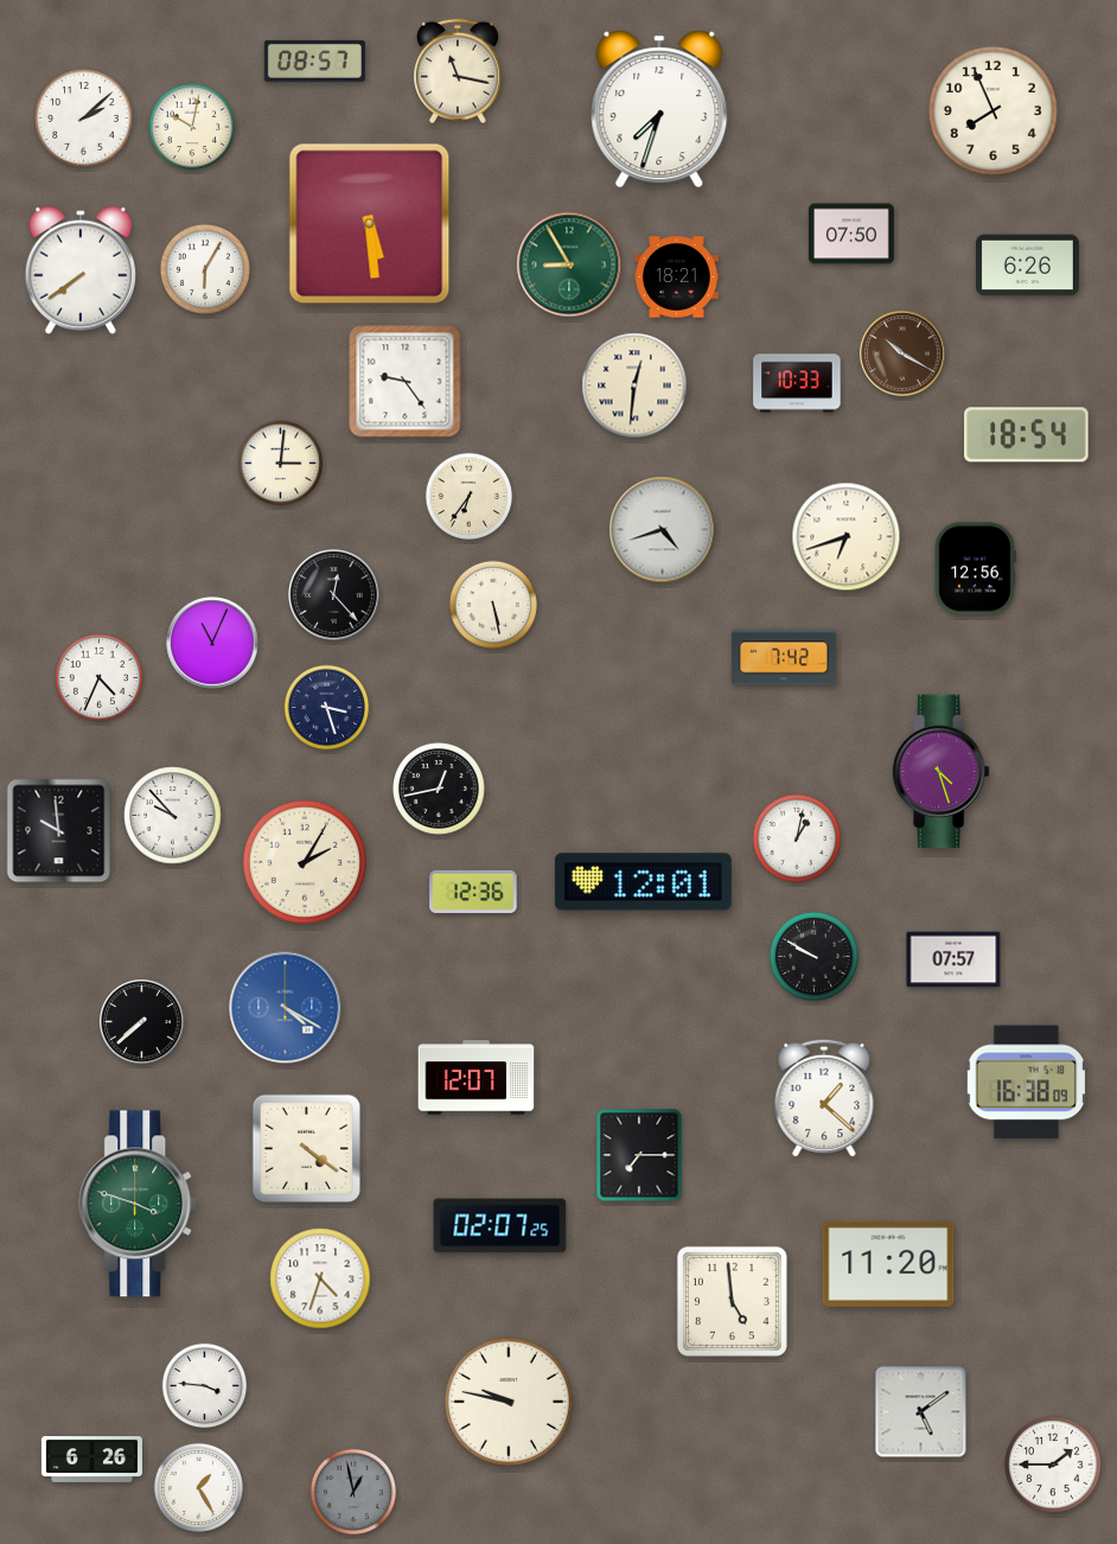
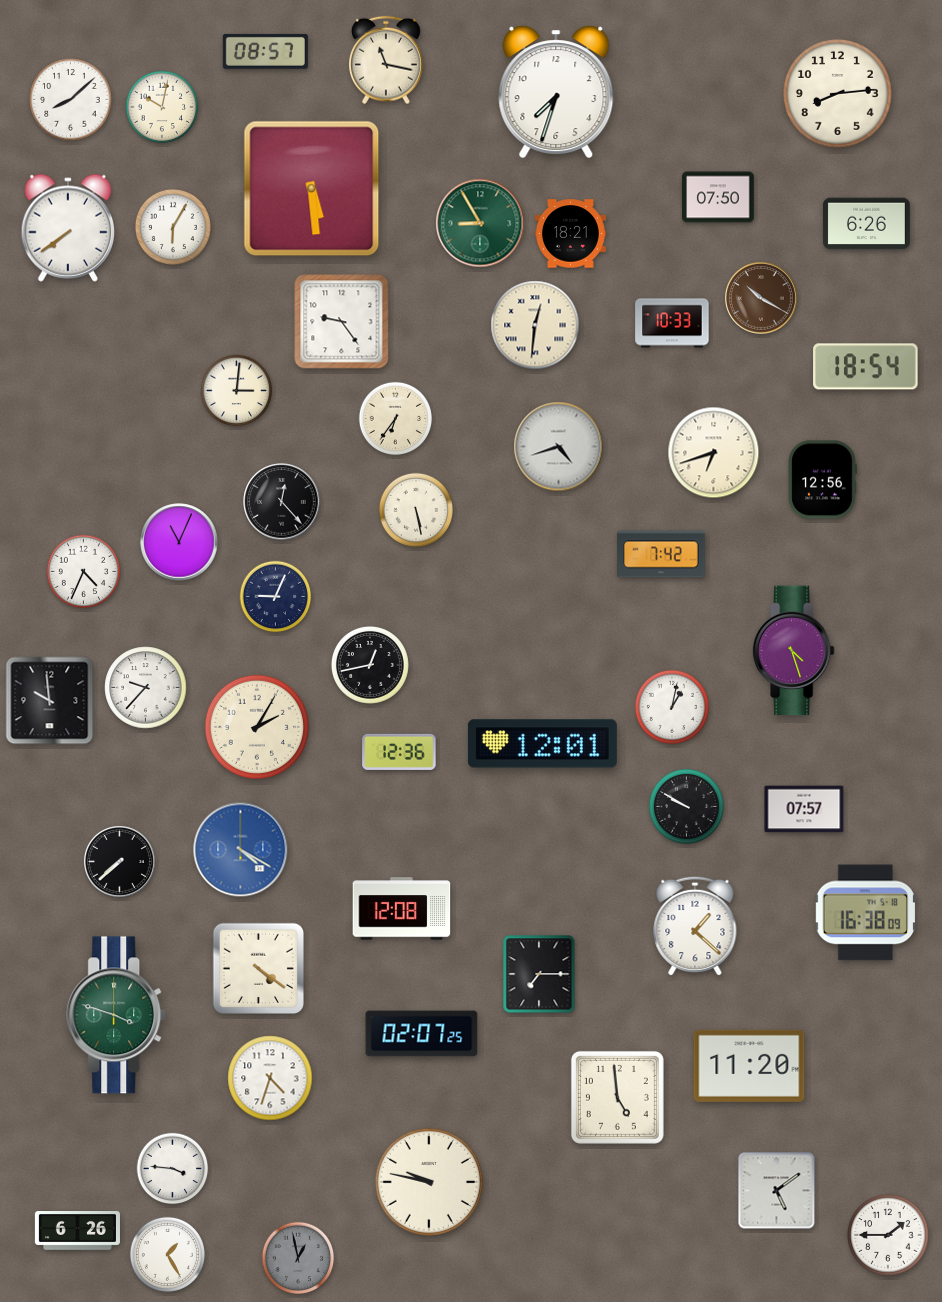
clock at (992, 110): 7:56 -> 8:14
clock at (84, 119): 2:08 -> 8:08
clock at (327, 708): 3:27 -> 9:04
clock at (173, 816): 9:53 -> 9:37
clock at (477, 1078): 12:07 -> 12:08
